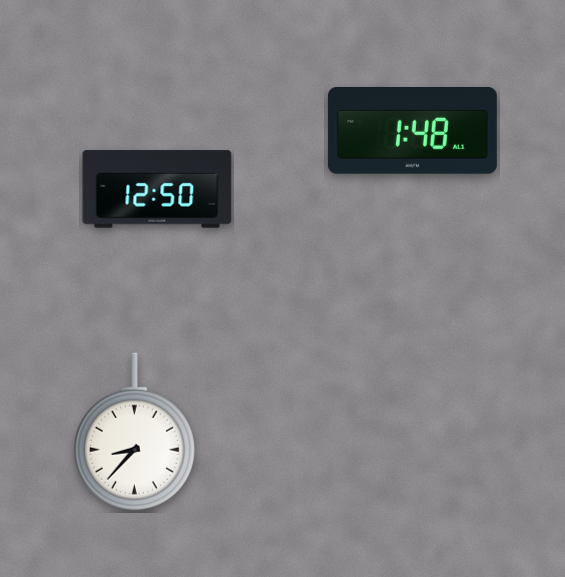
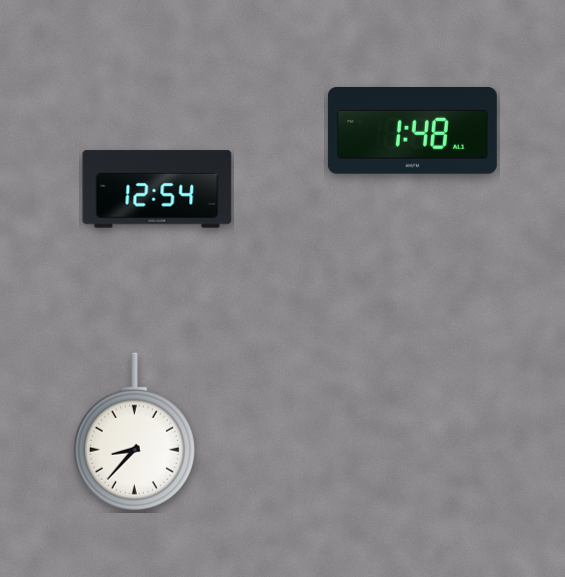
clock at (157, 189): 12:50 -> 12:54
